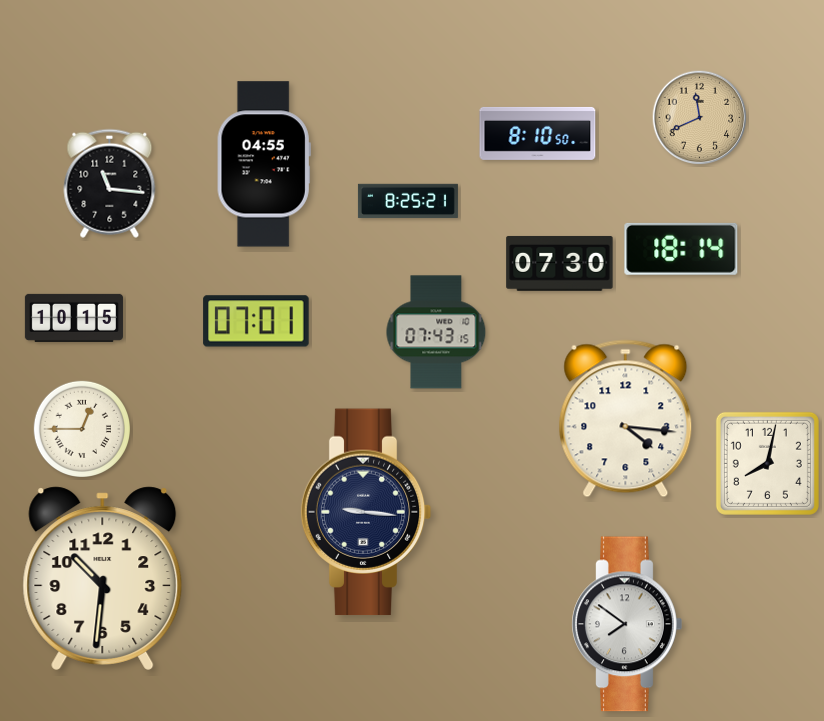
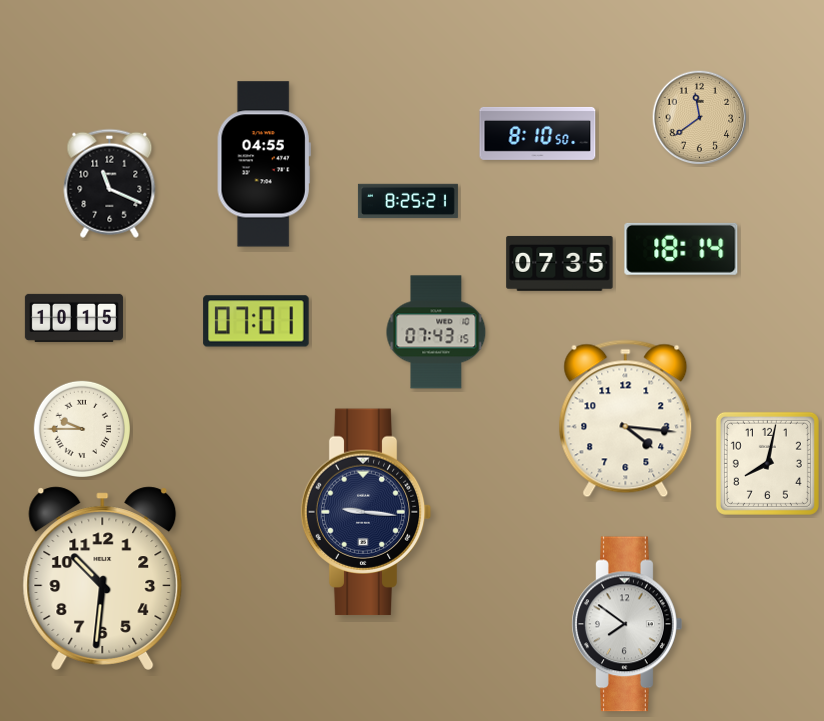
clock at (700, 118): 11:41 -> 11:39
clock at (110, 183): 11:16 -> 11:19
clock at (560, 263): 07:30 -> 07:35
clock at (81, 428): 12:45 -> 9:45
